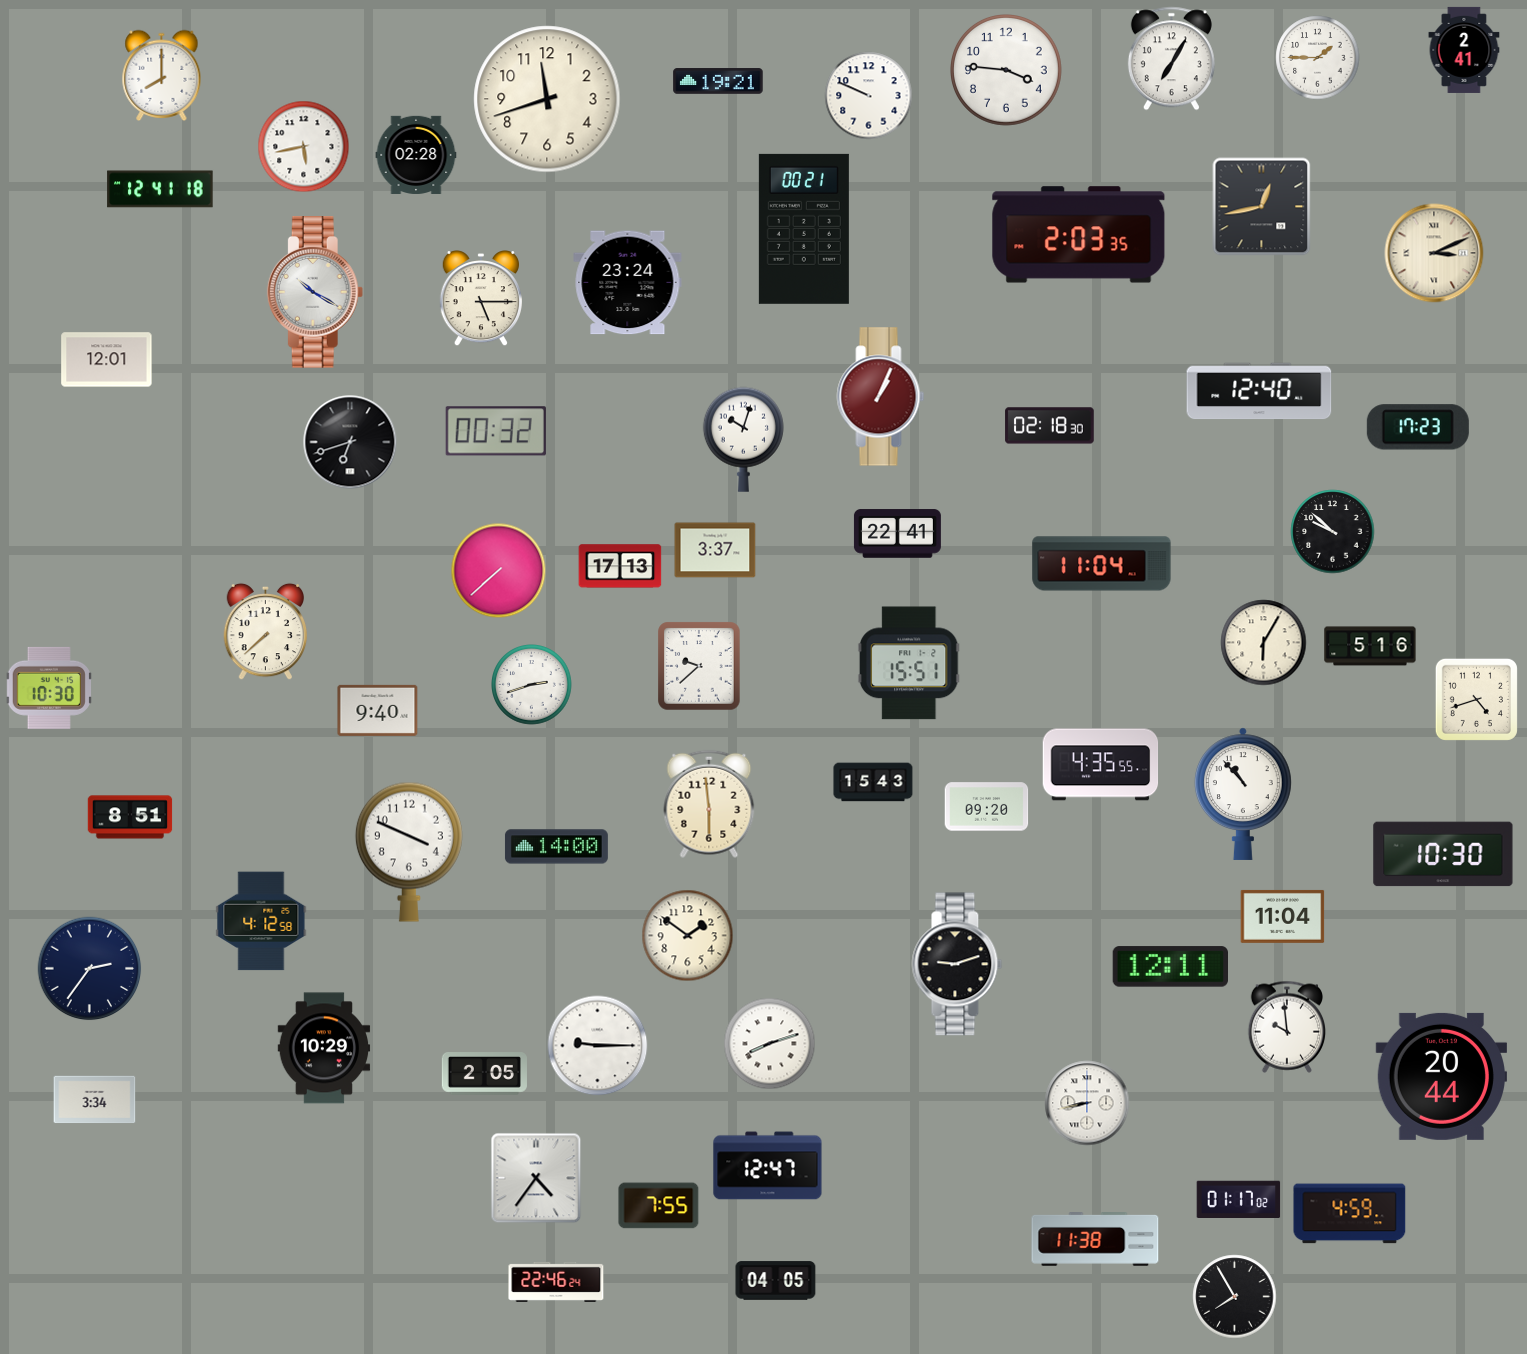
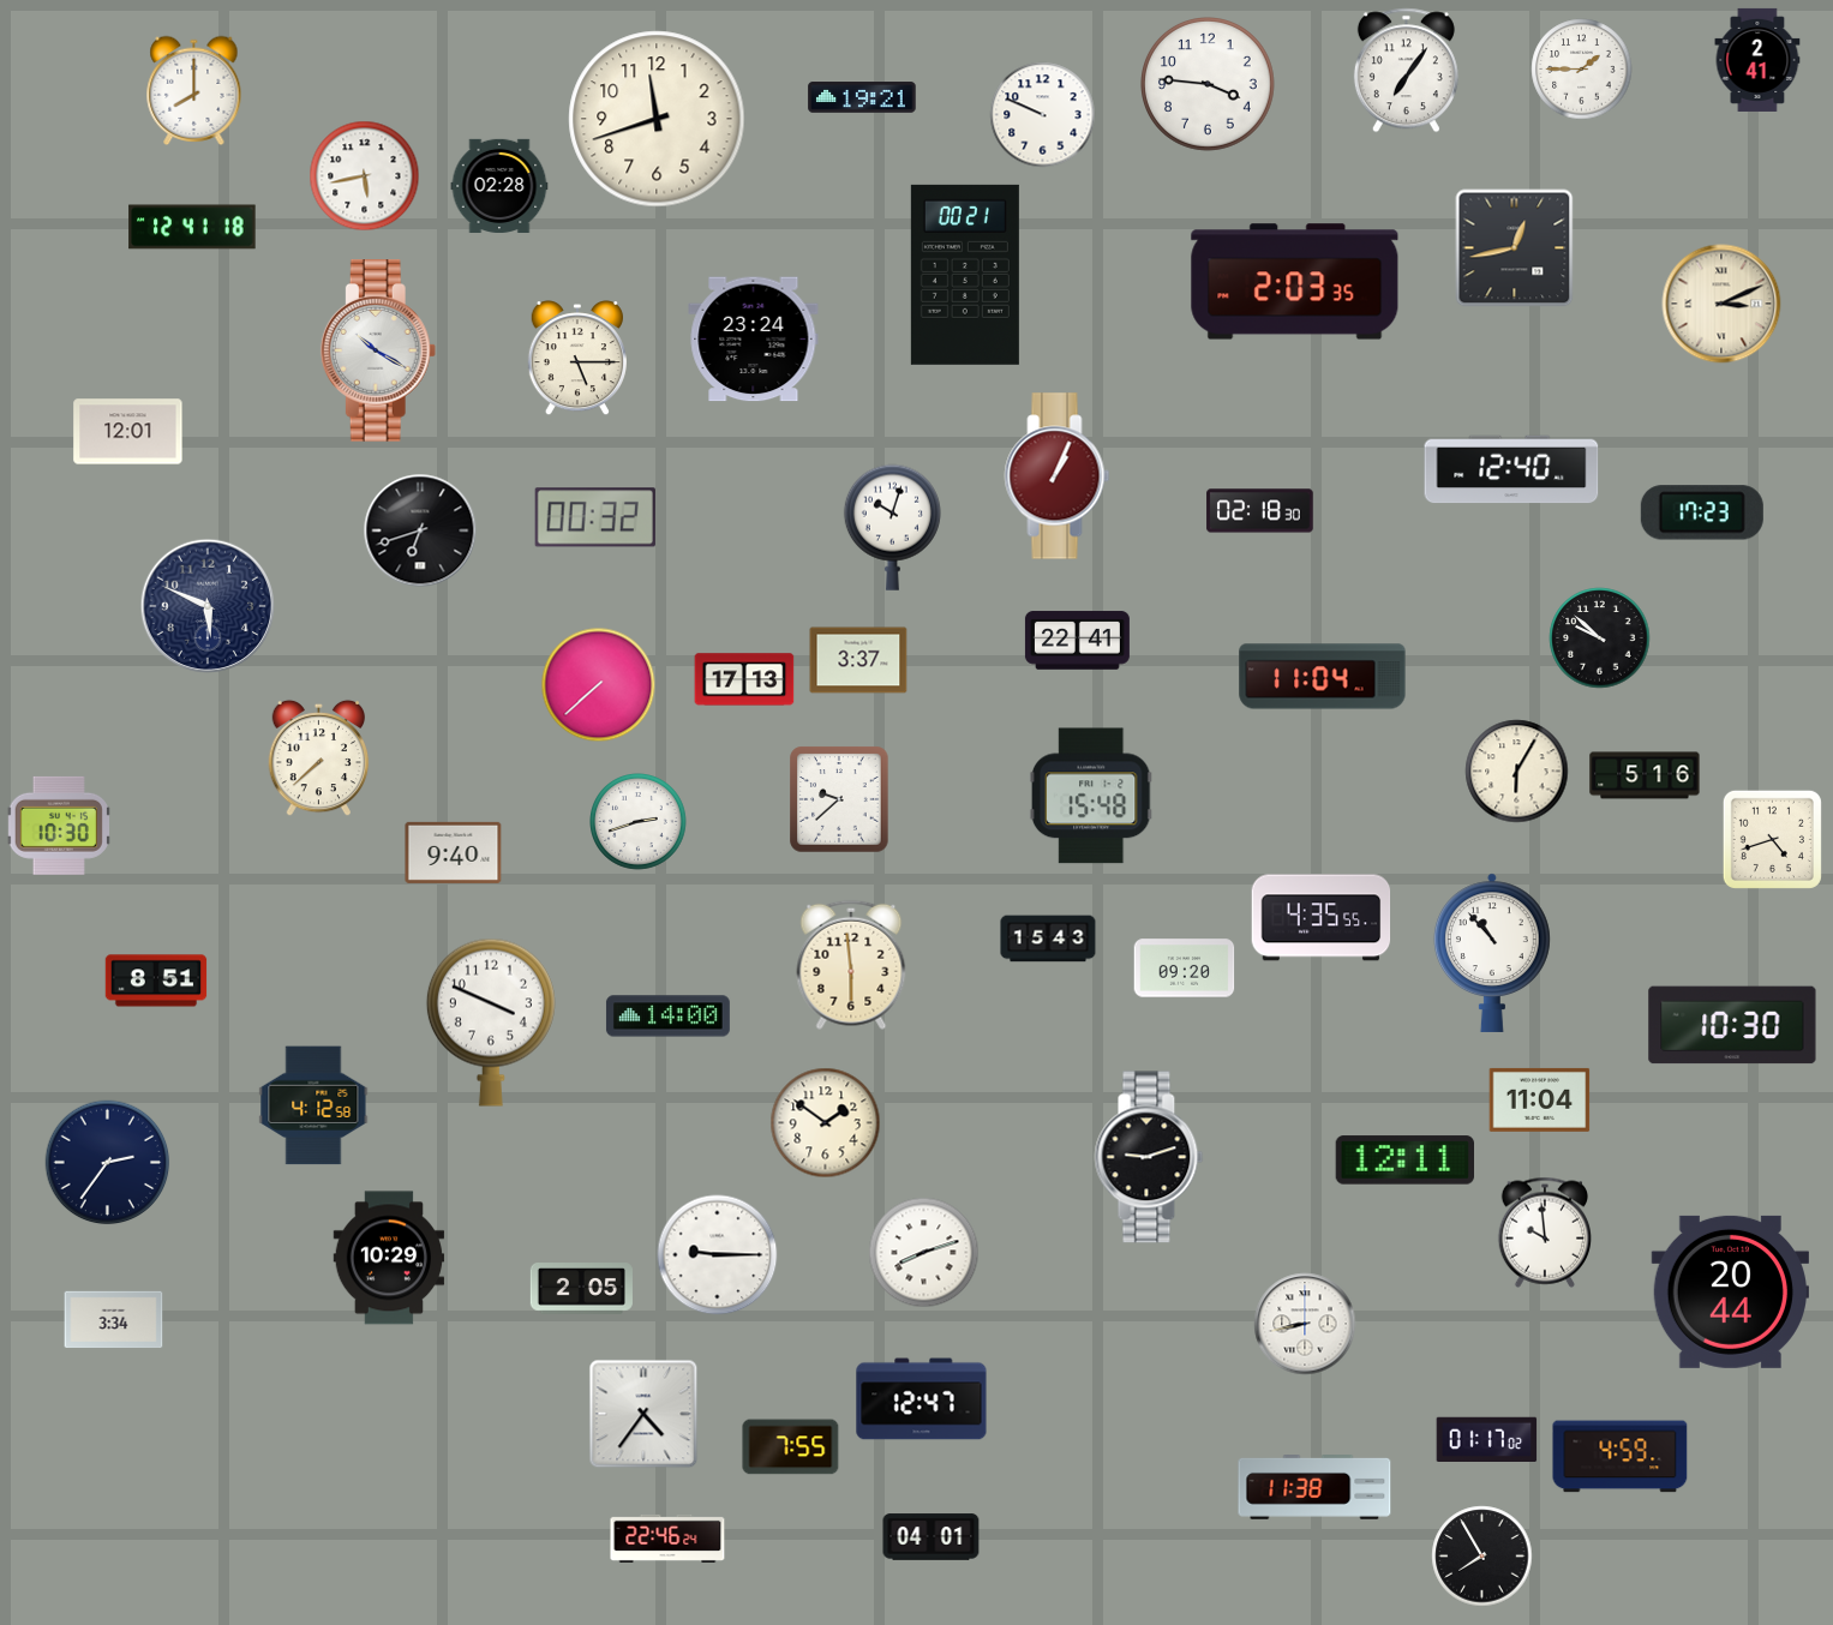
clock at (1171, 59): 7:05 -> 7:06
clock at (206, 605): none -> 5:49
clock at (909, 663): 15:51 -> 15:48
clock at (776, 1281): 04:05 -> 04:01
